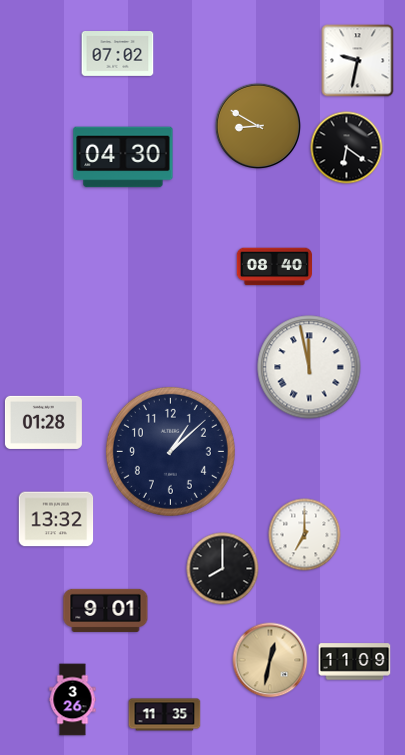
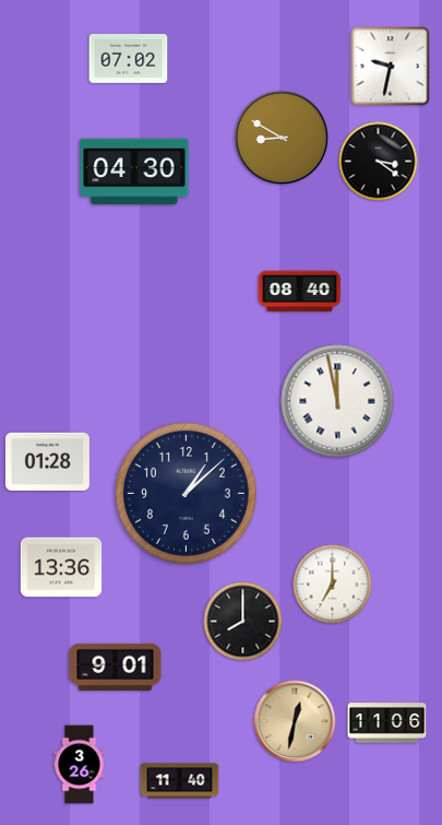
clock at (347, 148): 6:21 -> 3:21
clock at (56, 519): 13:32 -> 13:36
clock at (355, 662): 11:09 -> 11:06
clock at (165, 715): 11:35 -> 11:40
